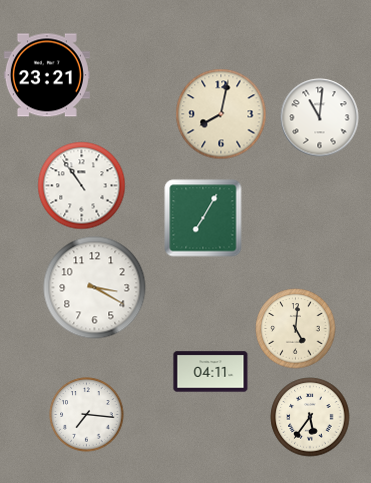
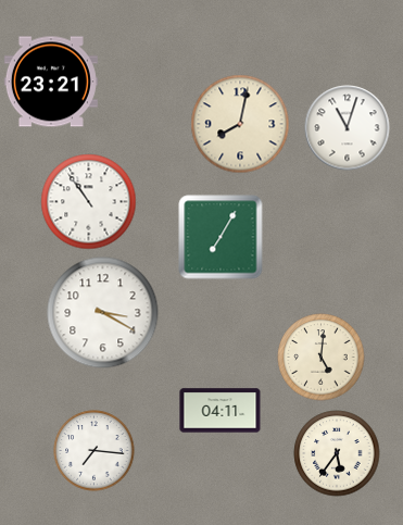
clock at (320, 118): 11:01 -> 11:03
clock at (211, 372) position: (211, 372) -> (221, 411)
